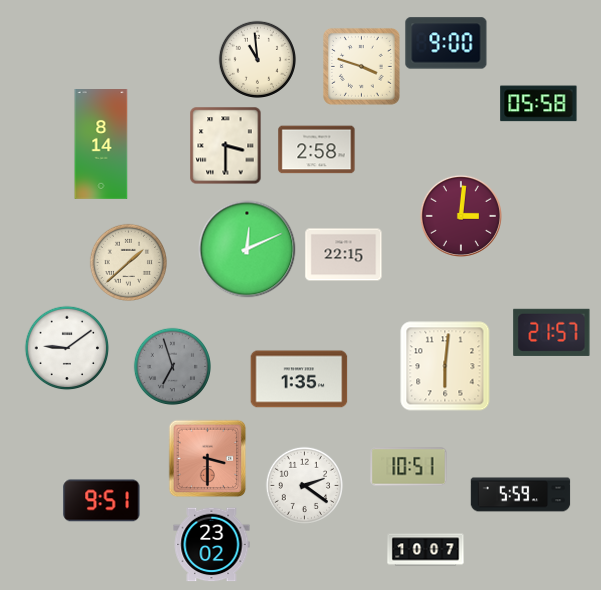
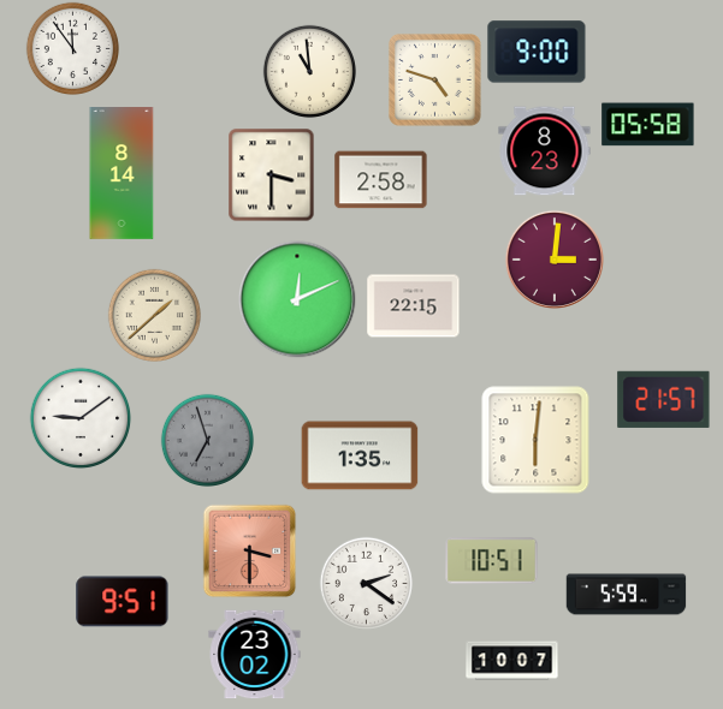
clock at (72, 48): none -> 11:54
clock at (361, 66): 3:48 -> 4:48
clock at (545, 151): none -> 8:23
